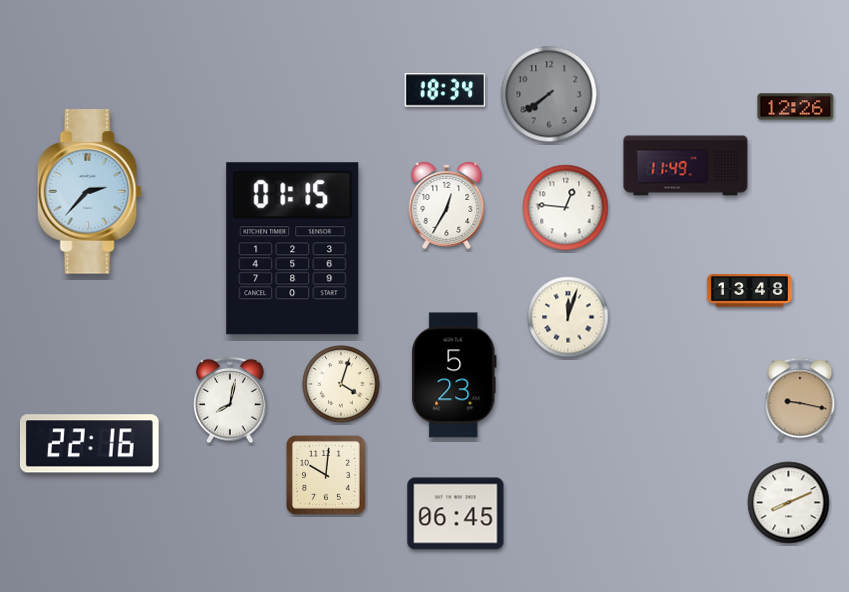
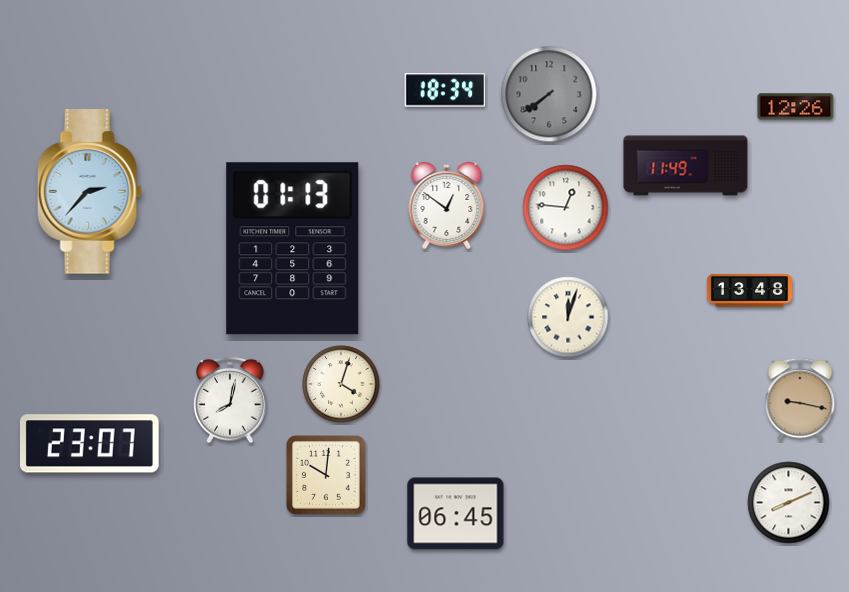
clock at (447, 206): 12:35 -> 12:51
clock at (293, 249): 01:15 -> 01:13
clock at (454, 375): 5:23 -> none
clock at (89, 444): 22:16 -> 23:07
